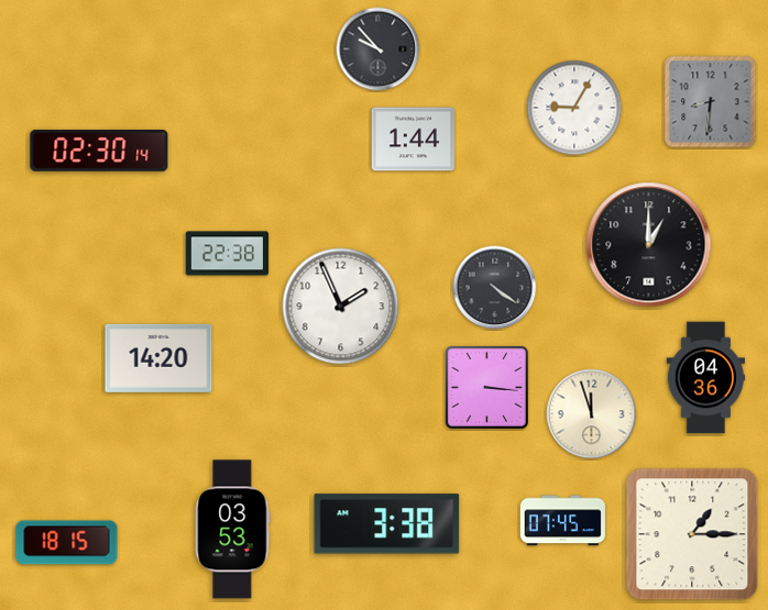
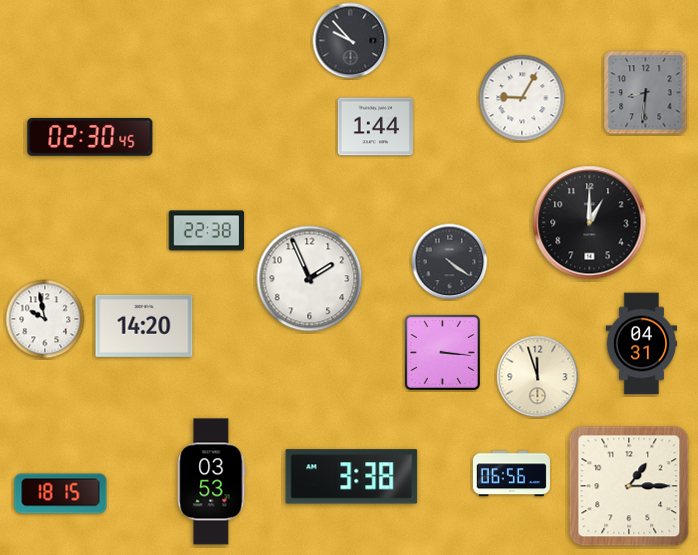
clock at (378, 49) position: (378, 49) -> (351, 41)
clock at (99, 151): 02:30:14 -> 02:30:45
clock at (45, 319): none -> 9:58
clock at (705, 378): 04:36 -> 04:31
clock at (562, 521): 07:45 -> 06:56
